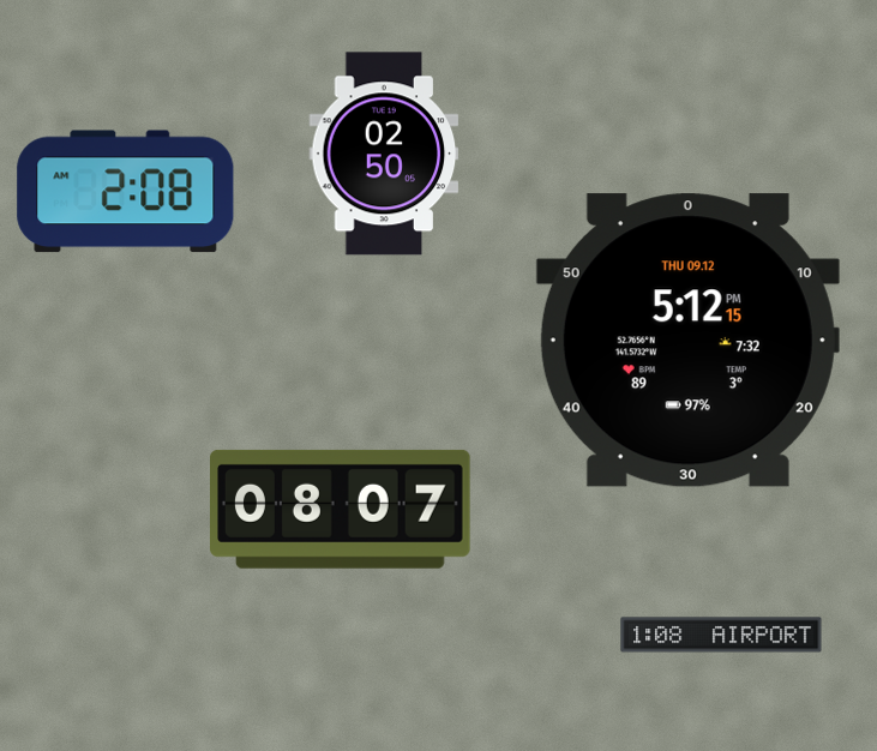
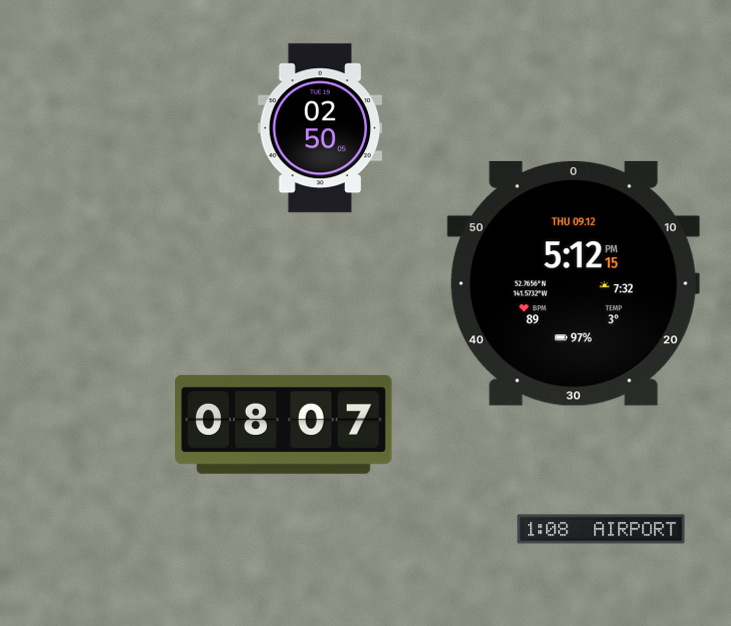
clock at (126, 192): 2:08 -> none
